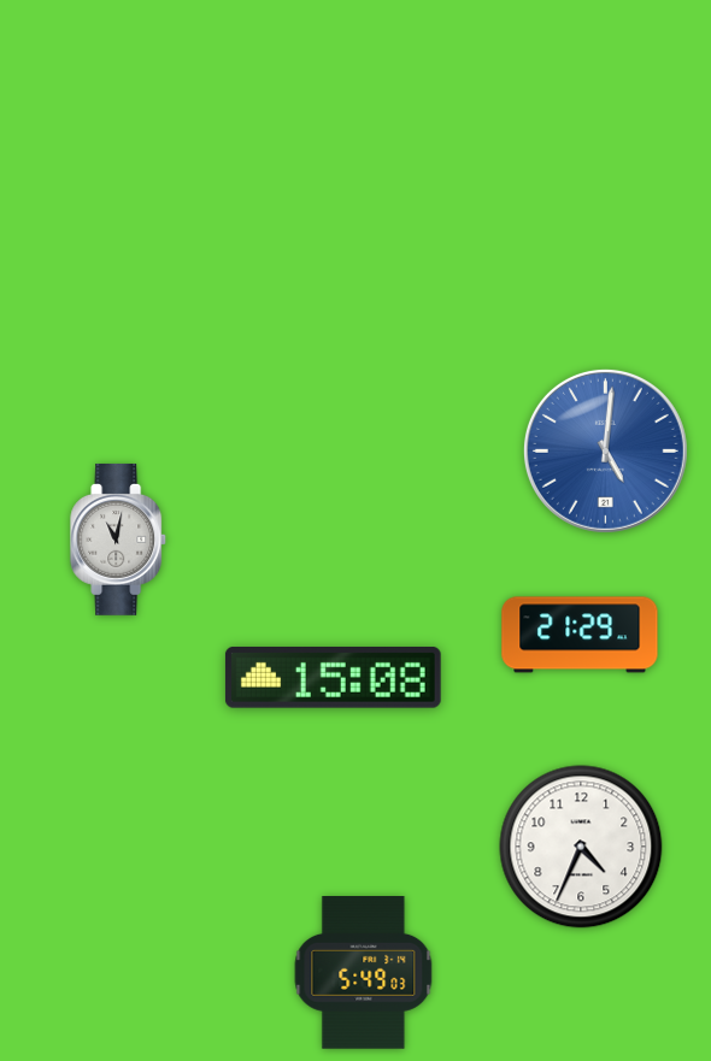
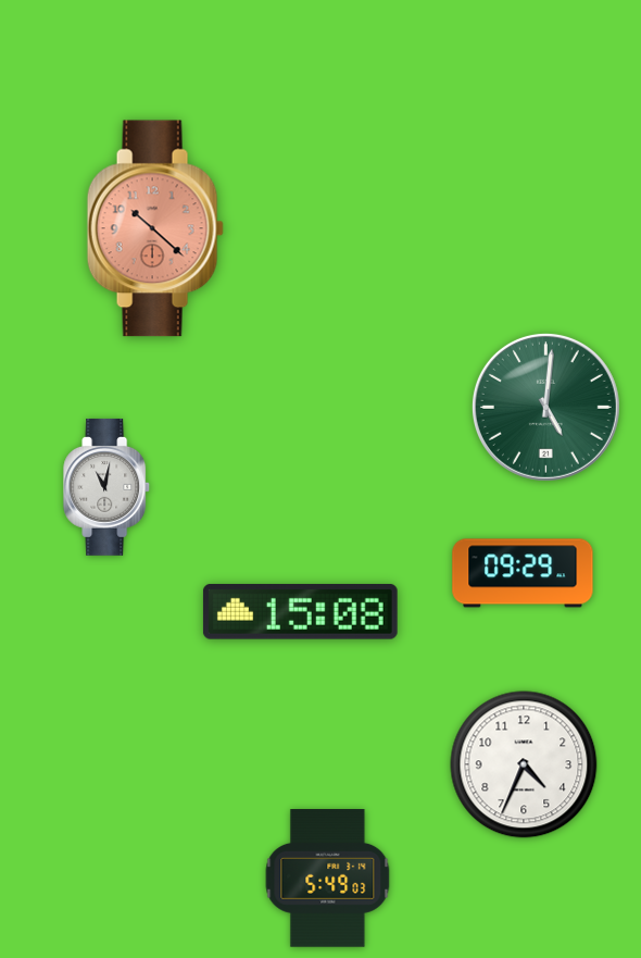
clock at (155, 228): none -> 10:22
clock at (605, 450) dial: blue -> green
clock at (580, 635): 21:29 -> 09:29
